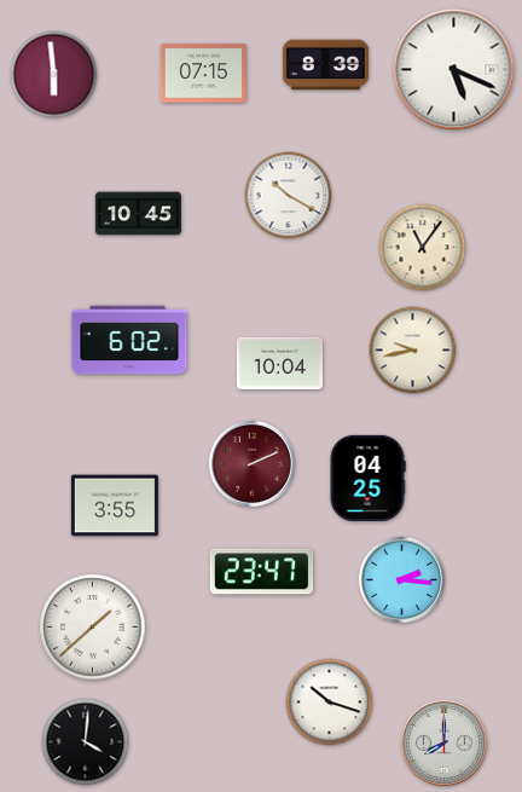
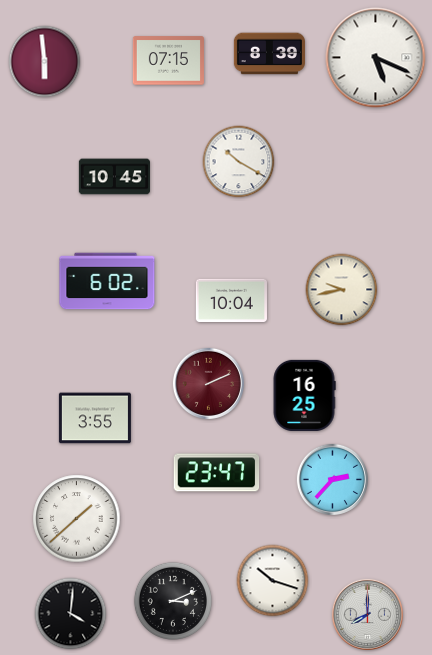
clock at (423, 248): 11:06 -> none
clock at (367, 478): 04:25 -> 16:25
clock at (401, 579): 2:16 -> 2:37
clock at (173, 601): none -> 3:11
